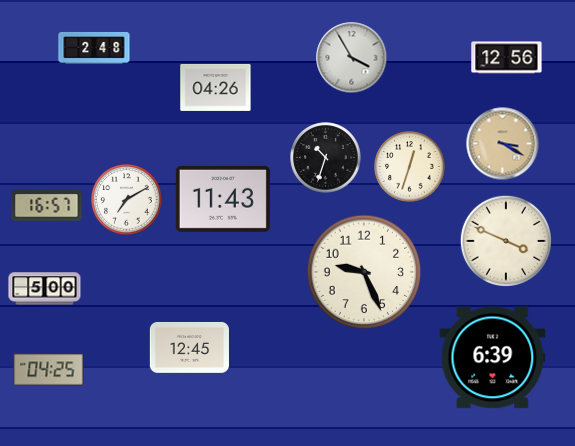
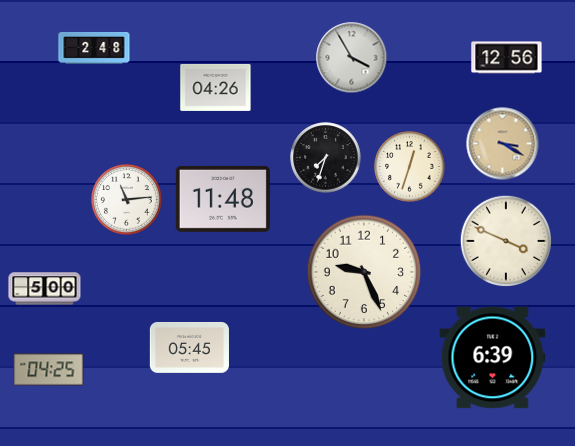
clock at (326, 158): 10:33 -> 7:33
clock at (223, 199): 11:43 -> 11:48
clock at (127, 200): 7:10 -> 11:14
clock at (47, 206): 16:57 -> none
clock at (189, 348): 12:45 -> 05:45
